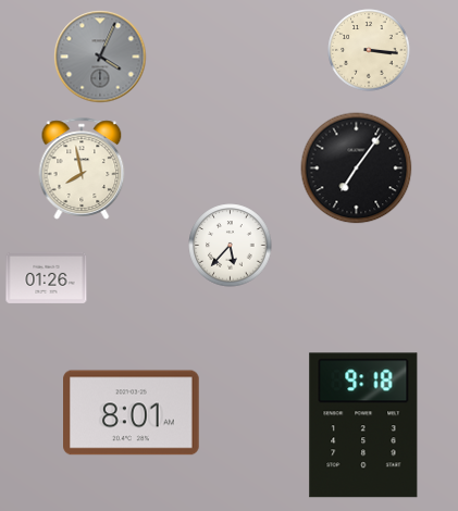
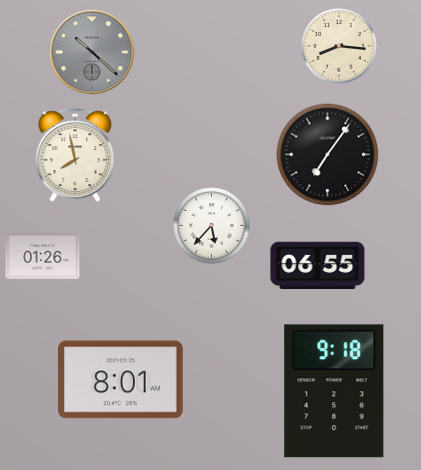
clock at (369, 50): 3:16 -> 8:16
clock at (100, 57): 4:04 -> 10:22
clock at (318, 266): none -> 06:55
